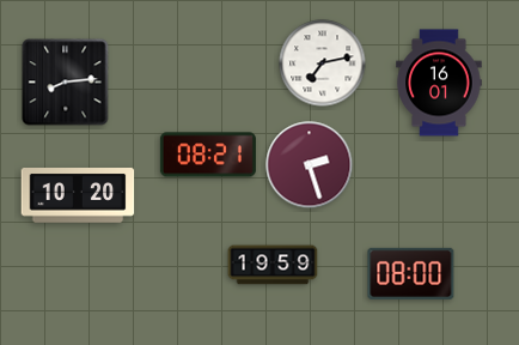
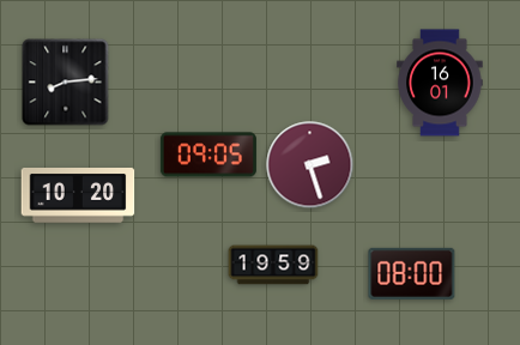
clock at (323, 63): 7:13 -> none
clock at (208, 155): 08:21 -> 09:05
